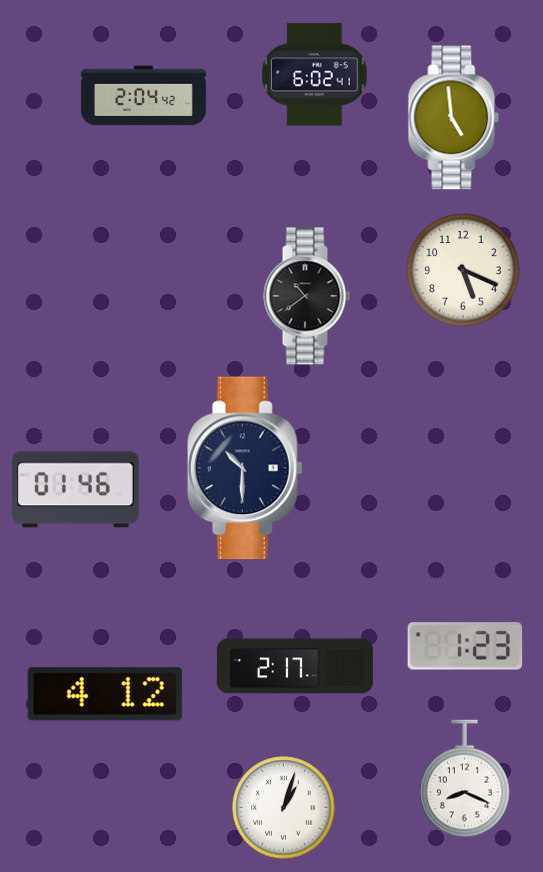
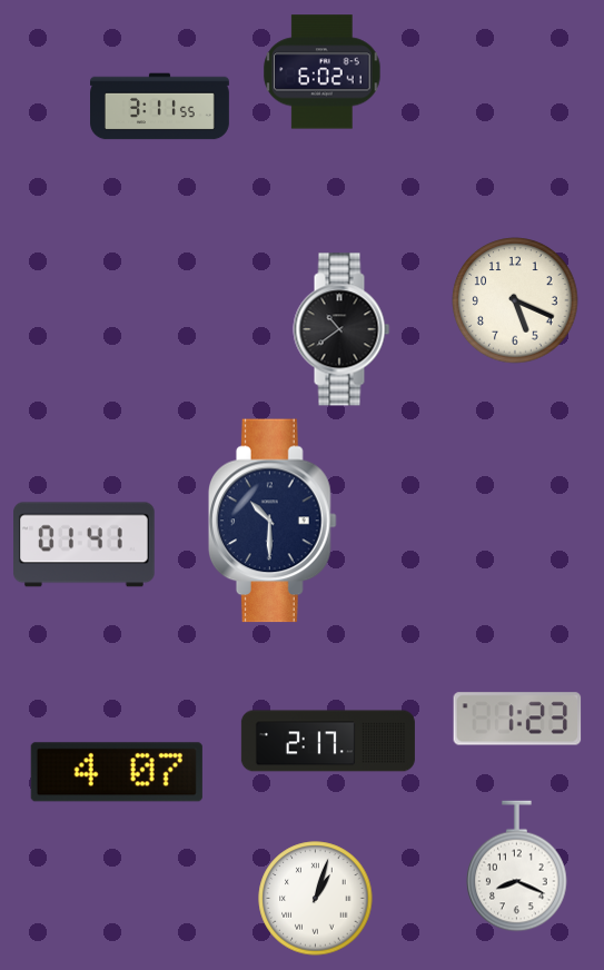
clock at (315, 75) position: (315, 75) -> (323, 72)
clock at (144, 96): 2:04 -> 3:11
clock at (454, 118): 4:59 -> none
clock at (76, 490): 01:46 -> 01:41
clock at (105, 694): 4:12 -> 4:07
